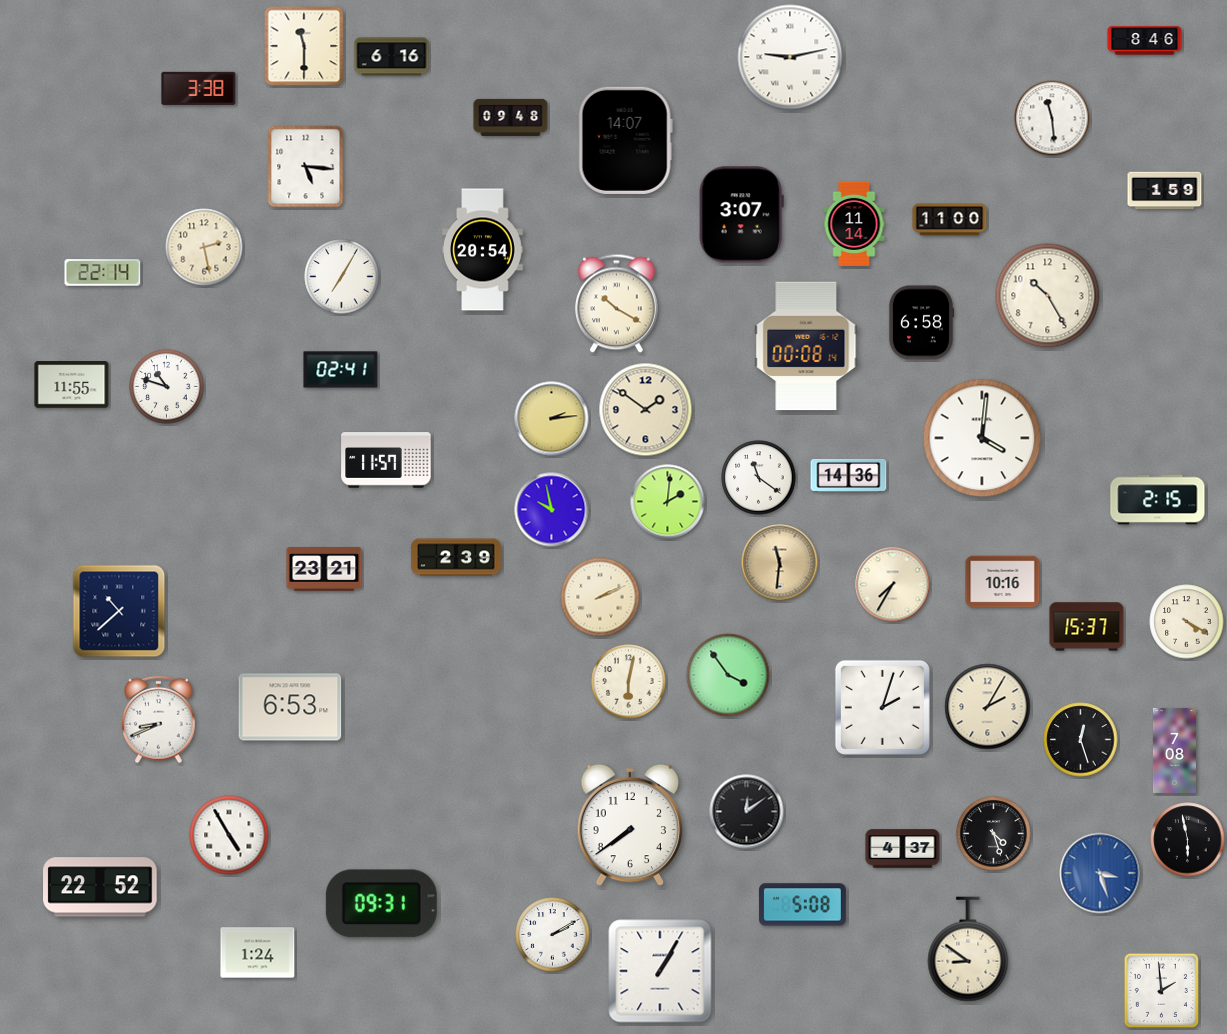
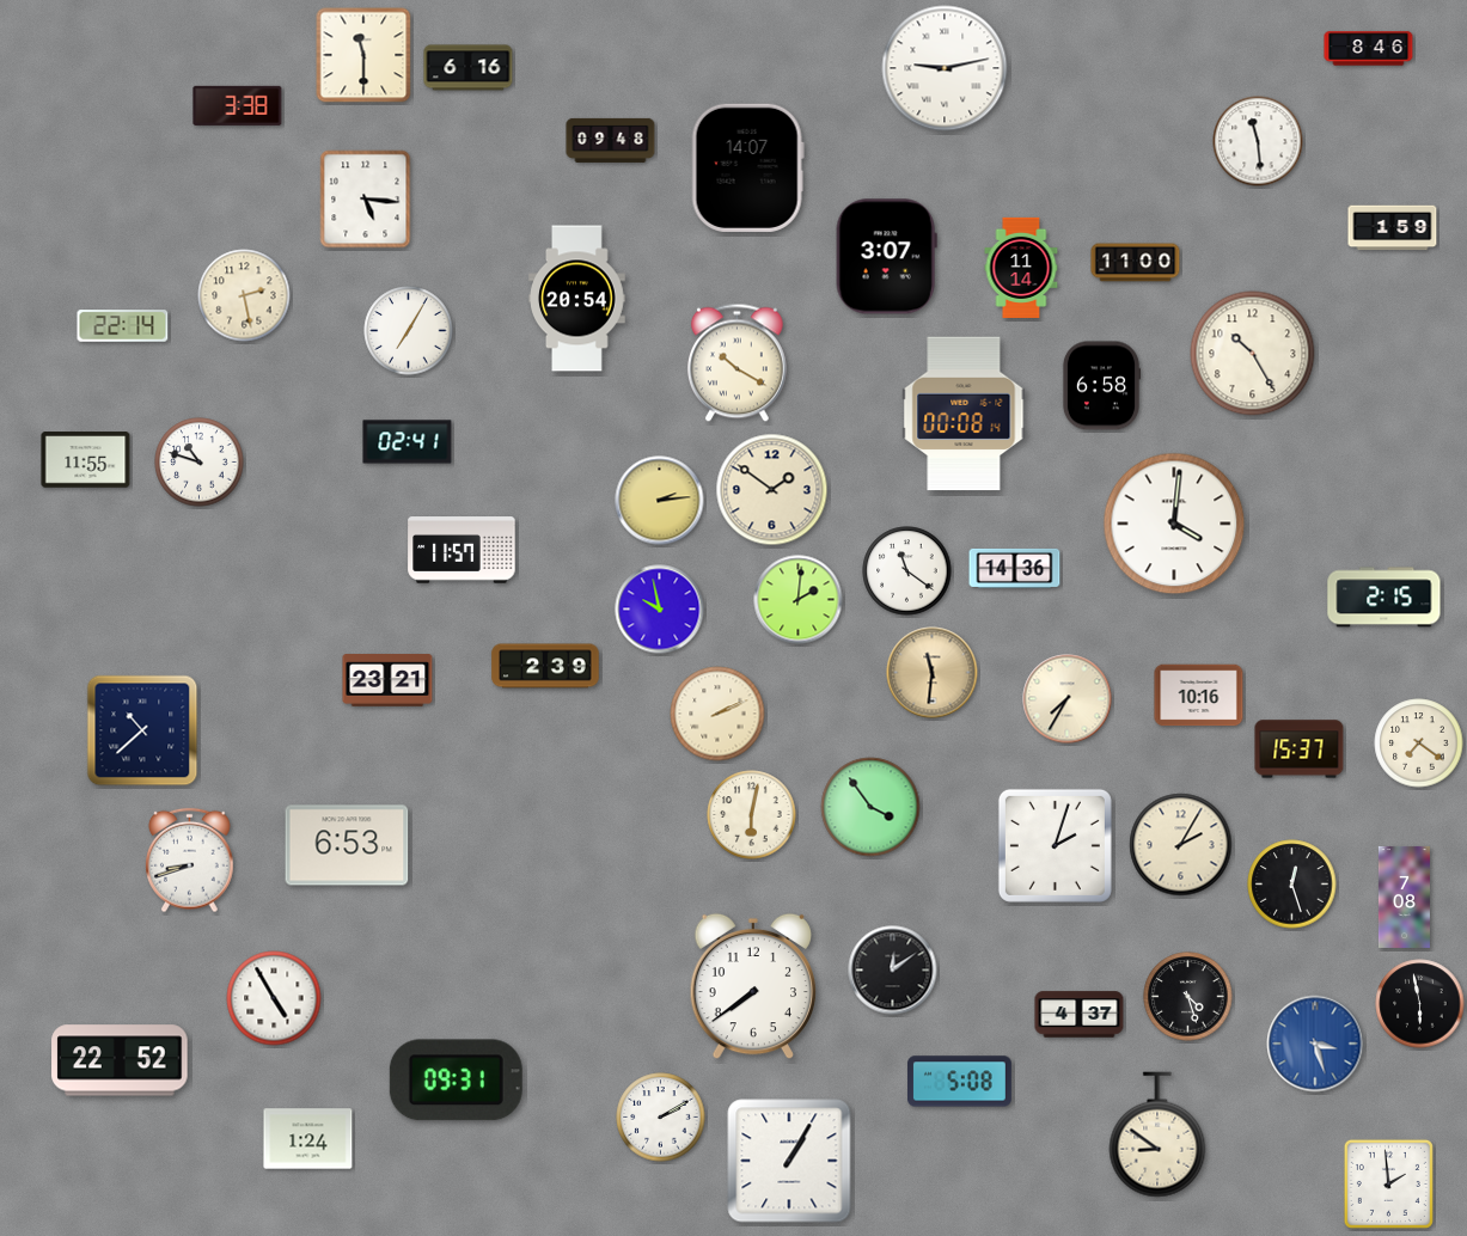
clock at (1187, 622): 4:20 -> 7:21
clock at (159, 720): 8:41 -> 8:42
